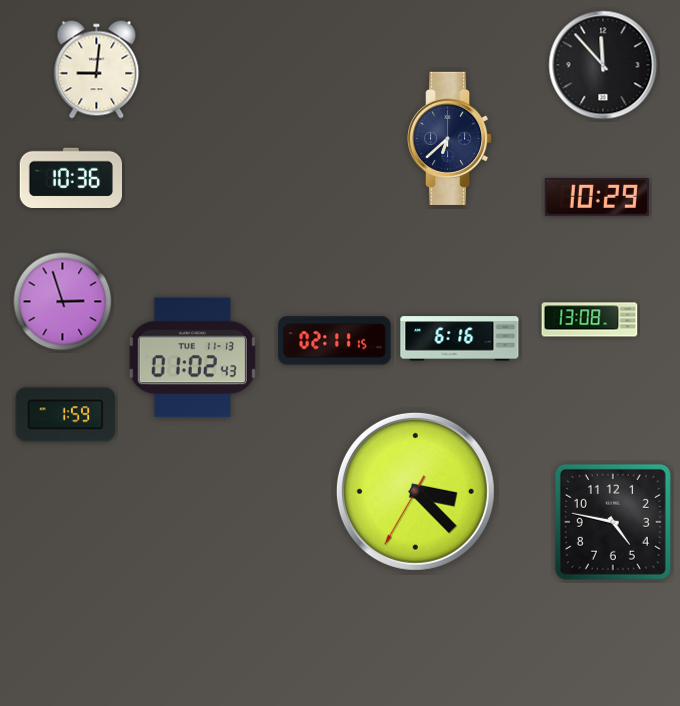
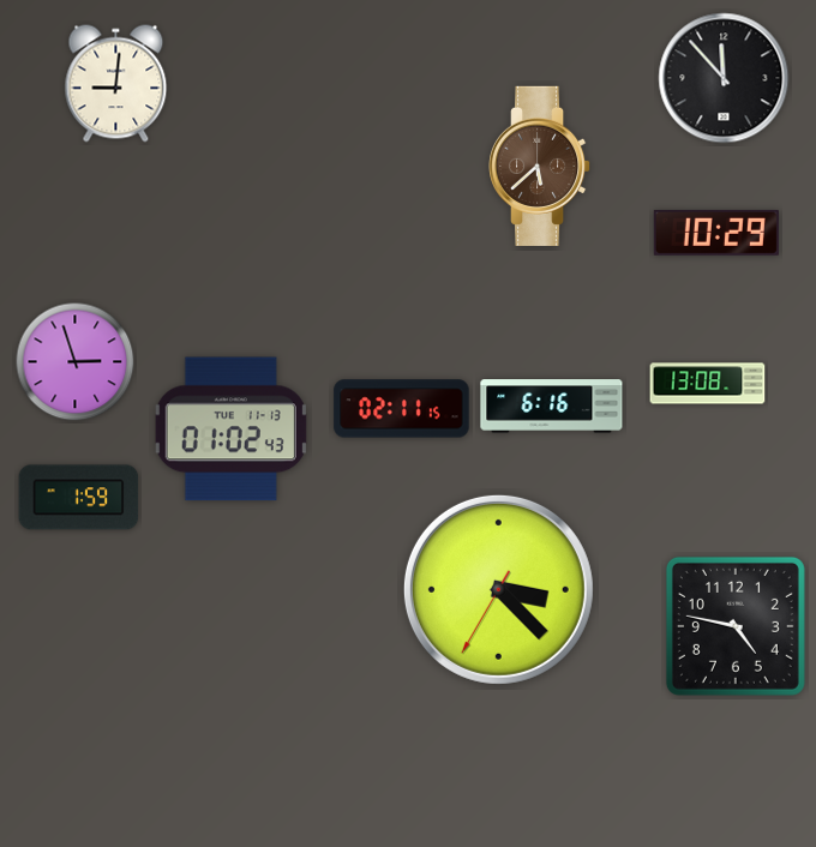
clock at (451, 138): 6:38 -> 5:38
clock at (451, 138) dial: navy -> brown
clock at (70, 177): 10:36 -> none
clock at (597, 197) position: (597, 197) -> (716, 233)
